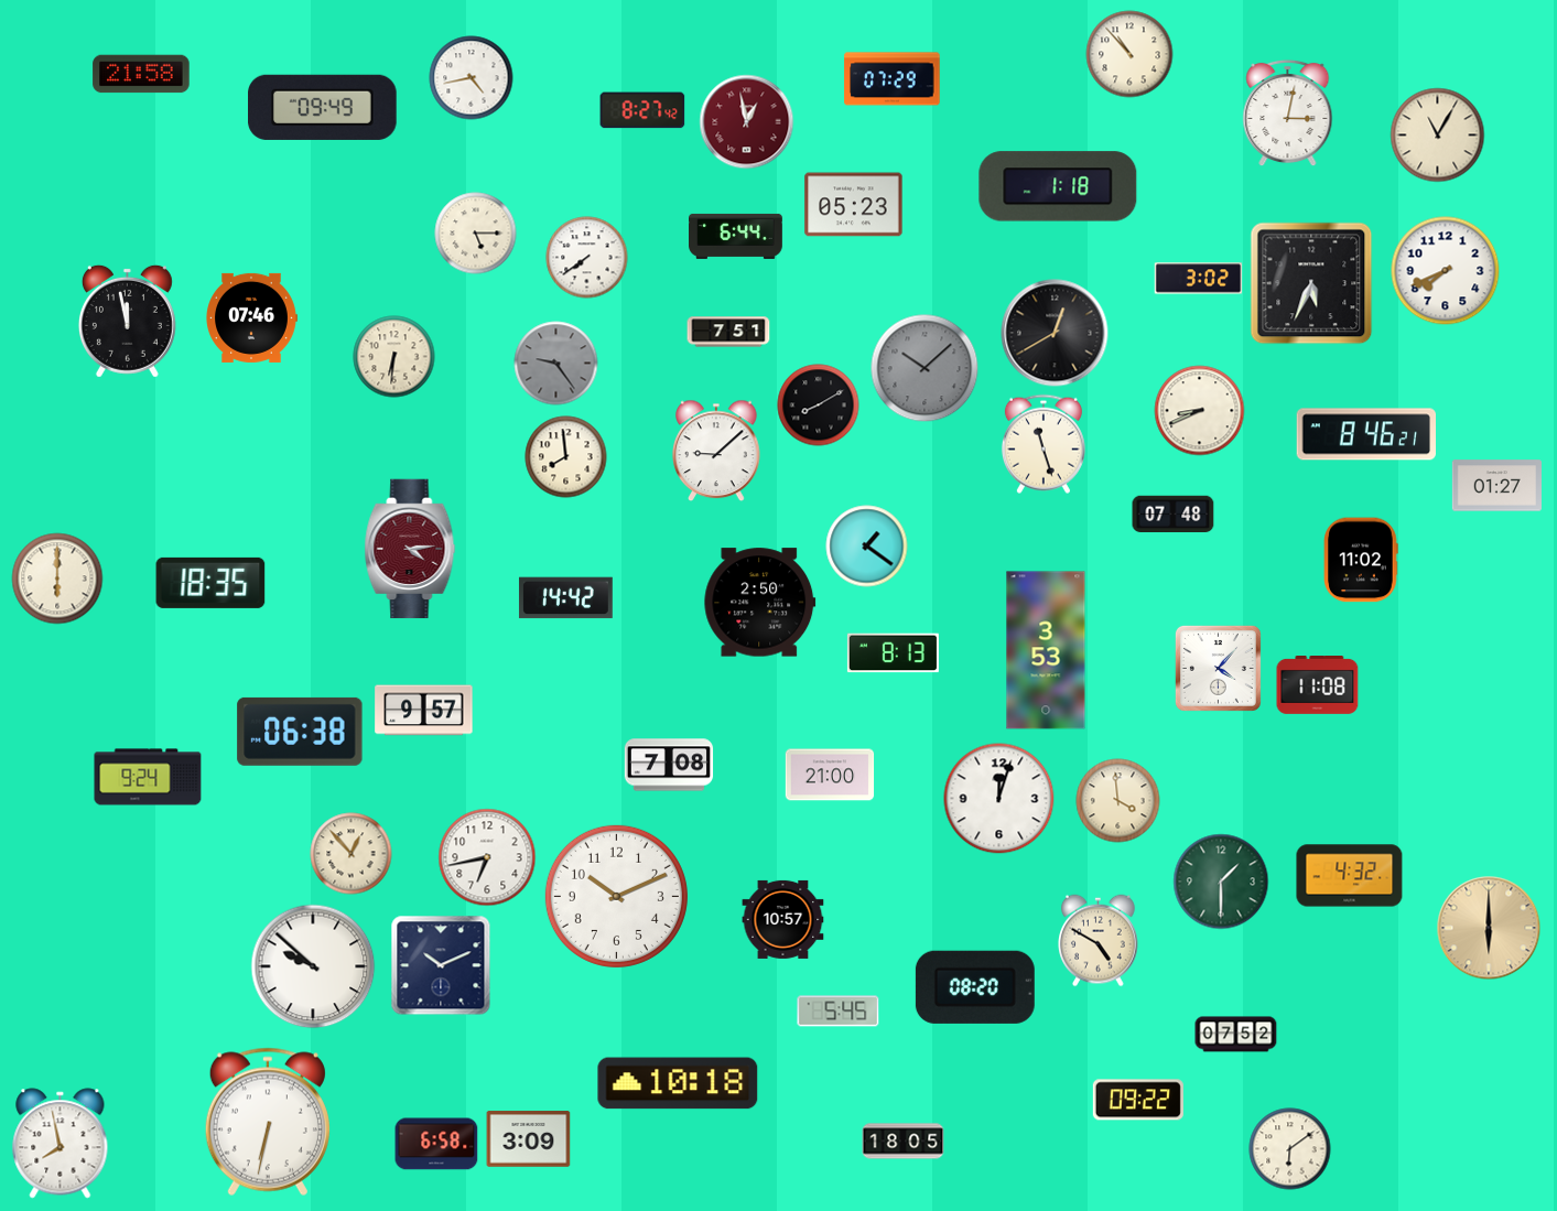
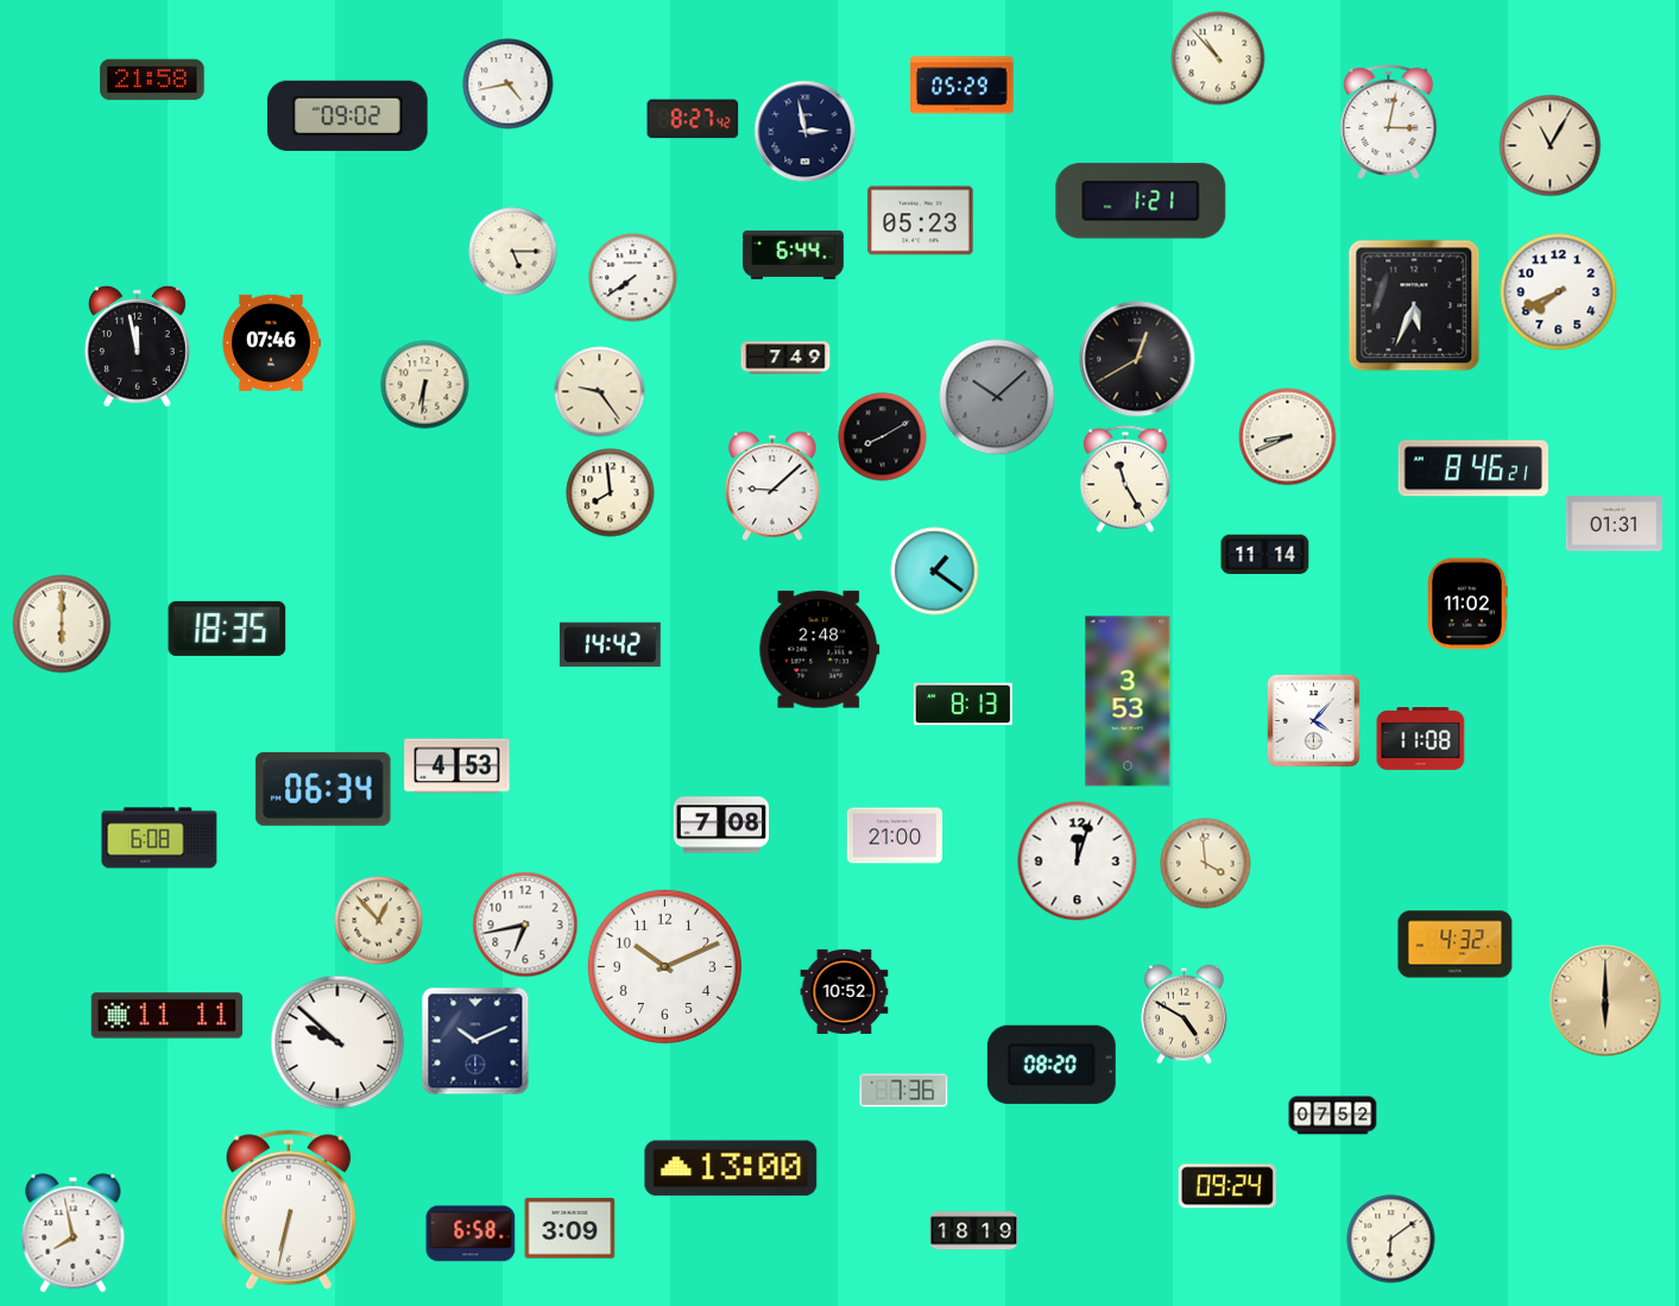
clock at (893, 79): 07:29 -> 05:29
clock at (323, 107): 09:49 -> 09:02
clock at (747, 122): 12:58 -> 2:58
clock at (747, 122) dial: burgundy -> navy
clock at (1058, 186): 1:18 -> 1:21
clock at (1199, 279): 3:02 -> none
clock at (728, 332): 7:51 -> 7:49
clock at (556, 364) dial: grey -> cream
clock at (1200, 411) position: (1200, 411) -> (1288, 437)
clock at (1044, 444): 11:27 -> 11:25
clock at (1496, 486): 01:27 -> 01:31
clock at (1174, 515): 07:48 -> 11:14
clock at (867, 547) position: (867, 547) -> (935, 572)
clock at (410, 549): 4:14 -> none
clock at (760, 603): 2:50 -> 2:48
clock at (424, 711): 9:57 -> 4:53
clock at (300, 732): 06:38 -> 06:34
clock at (148, 777): 9:24 -> 6:08
clock at (1221, 882): 1:30 -> none
clock at (783, 919): 10:57 -> 10:52
clock at (166, 1016): none -> 11:11
clock at (839, 1012): 5:45 -> 7:36
clock at (678, 1083): 10:18 -> 13:00
clock at (1138, 1100): 09:22 -> 09:24
clock at (904, 1142): 18:05 -> 18:19
clock at (61, 1144) position: (61, 1144) -> (74, 1234)
